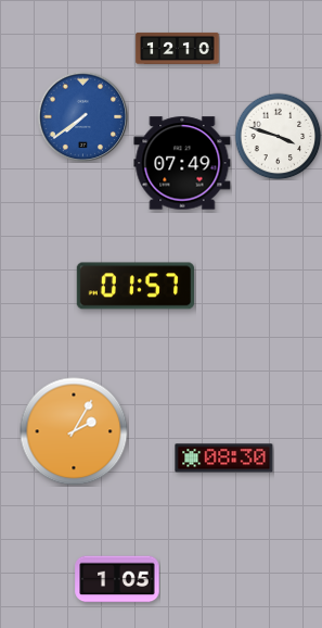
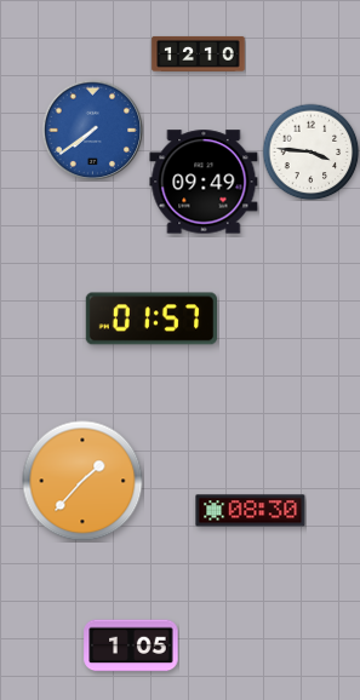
clock at (278, 136): 3:48 -> 3:46
clock at (182, 163): 07:49 -> 09:49
clock at (74, 431): 2:05 -> 1:37
